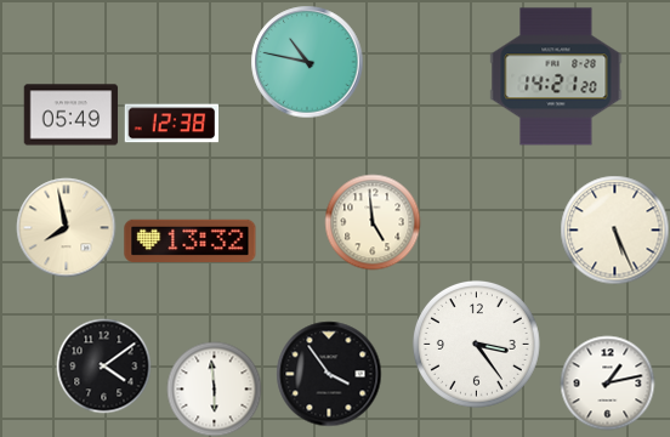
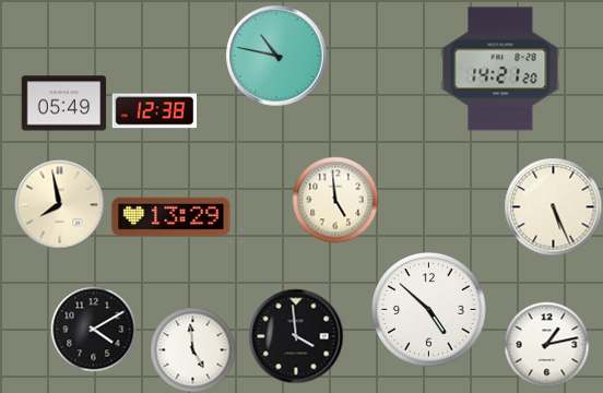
clock at (191, 240): 13:32 -> 13:29
clock at (476, 344): 3:24 -> 4:52
clock at (103, 365): 4:09 -> 4:10
clock at (329, 374): 3:54 -> 3:59
clock at (214, 388): 5:59 -> 4:59
